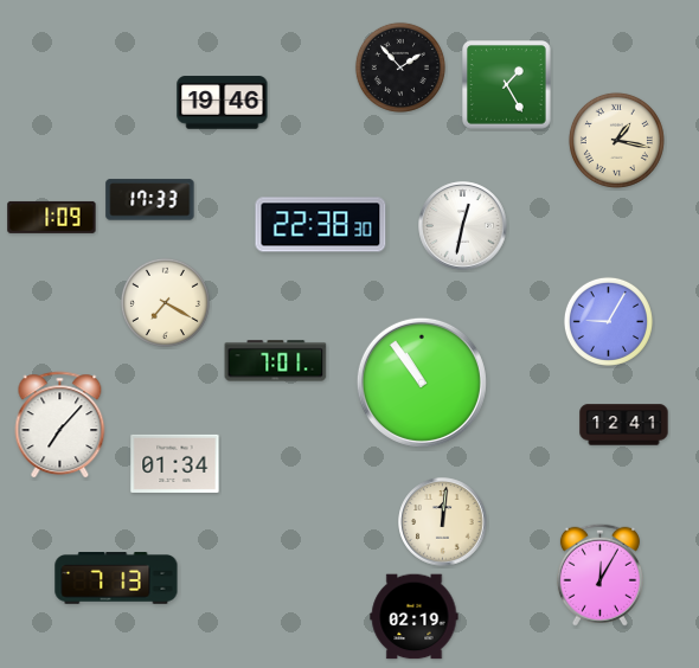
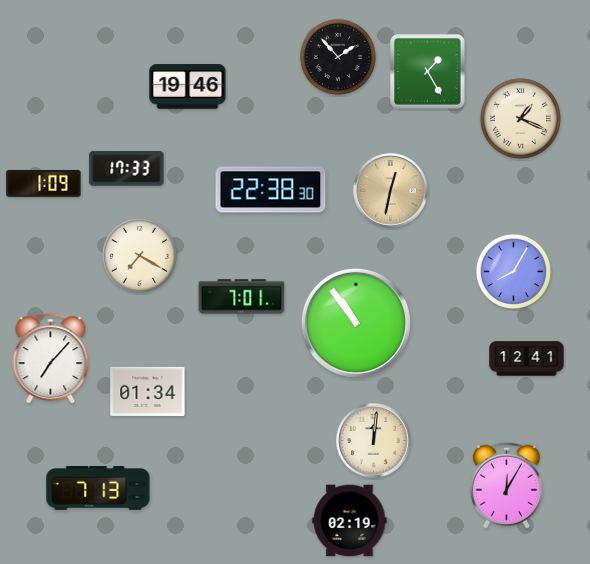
clock at (616, 140): 1:17 -> 1:19
clock at (463, 226) dial: white -> champagne
clock at (608, 321): 9:05 -> 8:05
clock at (276, 361) position: (276, 361) -> (242, 297)
